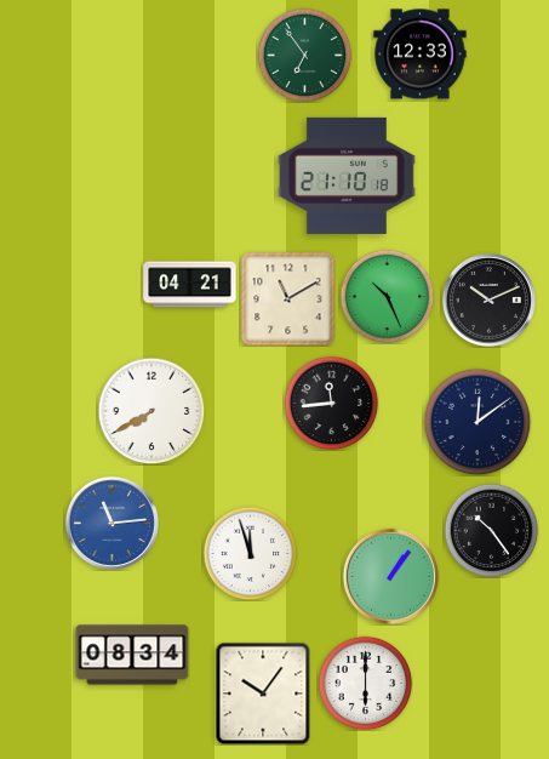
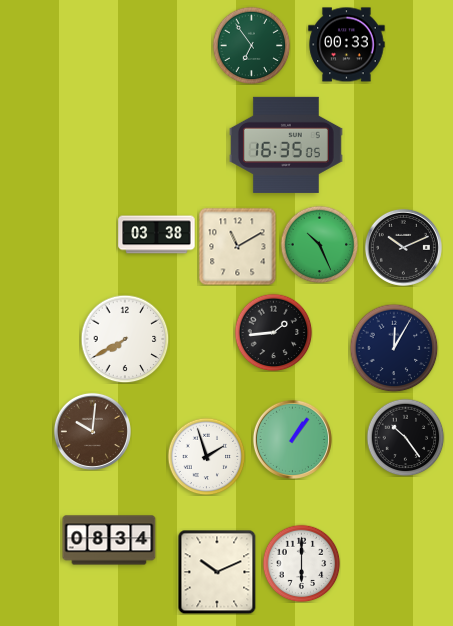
clock at (421, 55): 12:33 -> 00:33
clock at (347, 176): 21:10 -> 16:35
clock at (190, 285): 04:21 -> 03:38
clock at (331, 403): 11:44 -> 1:44
clock at (477, 422): 12:09 -> 12:05
clock at (111, 523): 11:14 -> 10:01
clock at (111, 523) dial: blue -> brown
clock at (250, 553): 11:57 -> 1:57
clock at (390, 576) position: (390, 576) -> (292, 439)
clock at (263, 694): 10:06 -> 10:11
